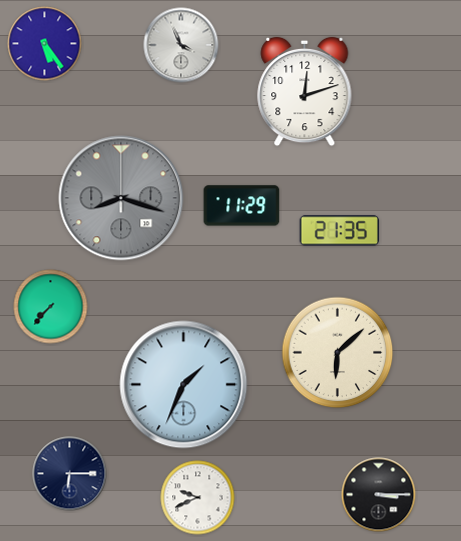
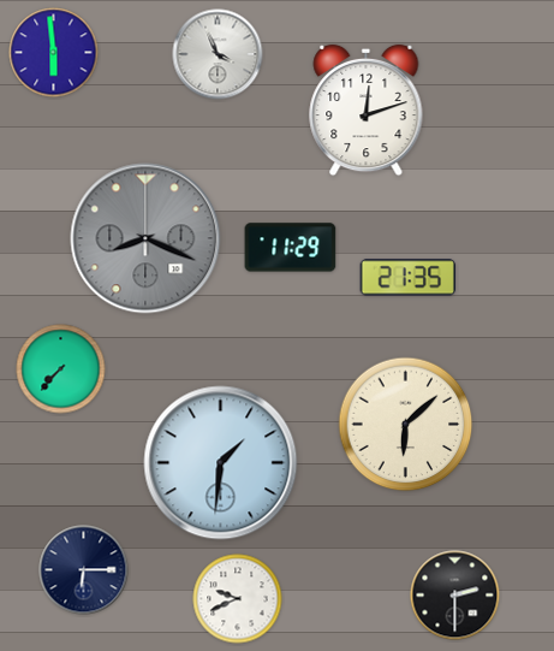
clock at (45, 44): 5:24 -> 5:59
clock at (121, 198): 8:18 -> 8:19
clock at (184, 385): 1:34 -> 1:31
clock at (379, 495): 3:15 -> 2:30
